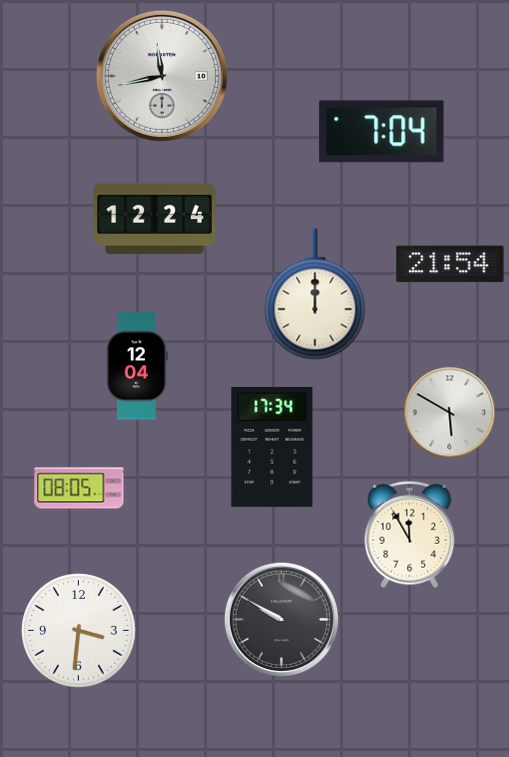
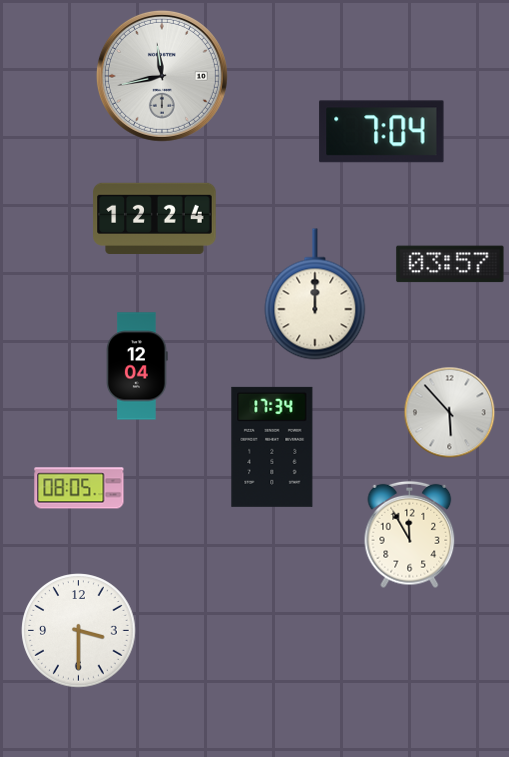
clock at (450, 264): 21:54 -> 03:57
clock at (450, 413): 5:50 -> 5:53
clock at (281, 619): 9:50 -> none
clock at (79, 631): 3:31 -> 3:30
